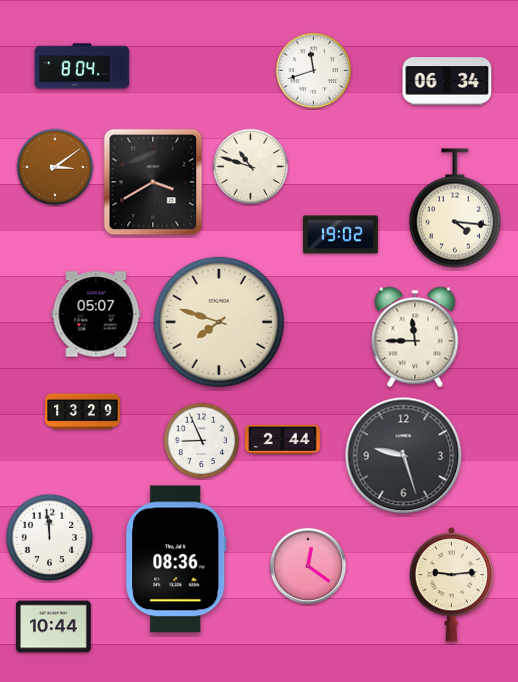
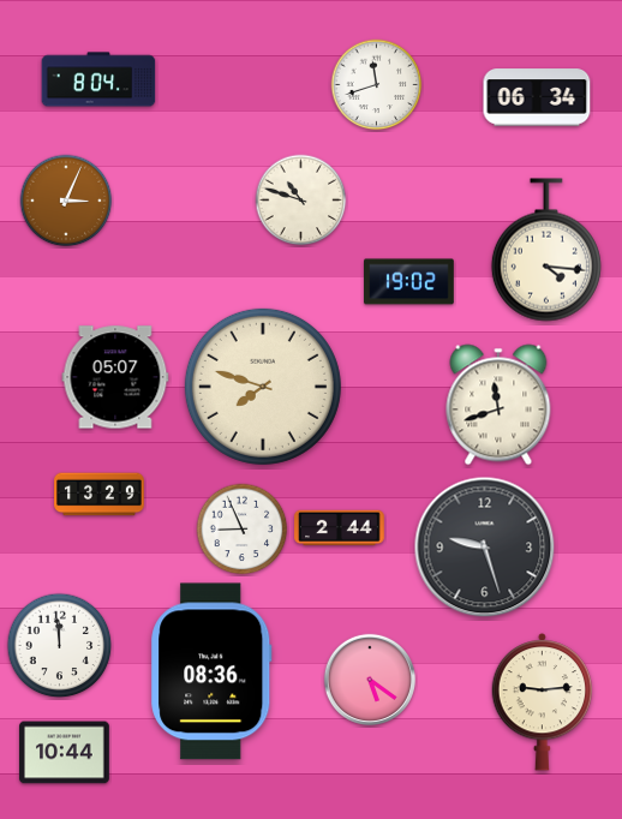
clock at (55, 167): 3:09 -> 3:04
clock at (153, 182): 3:40 -> none
clock at (415, 337): 11:45 -> 11:42
clock at (307, 565): 12:21 -> 5:21
